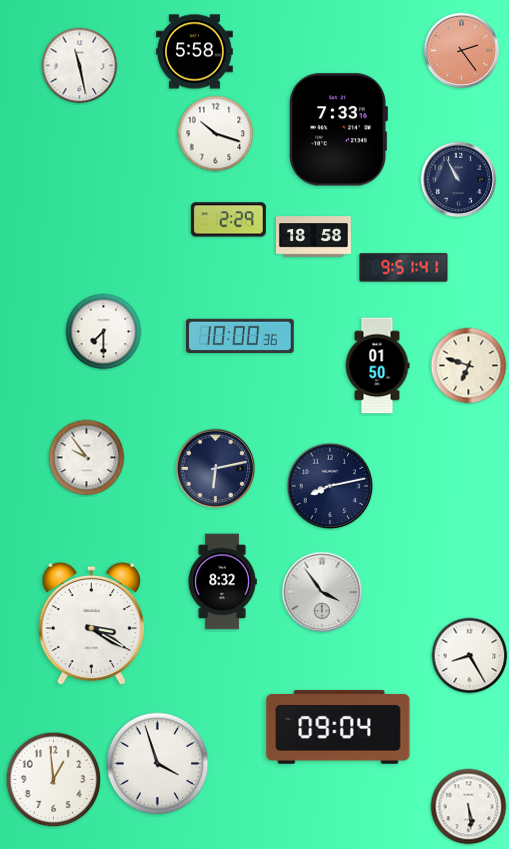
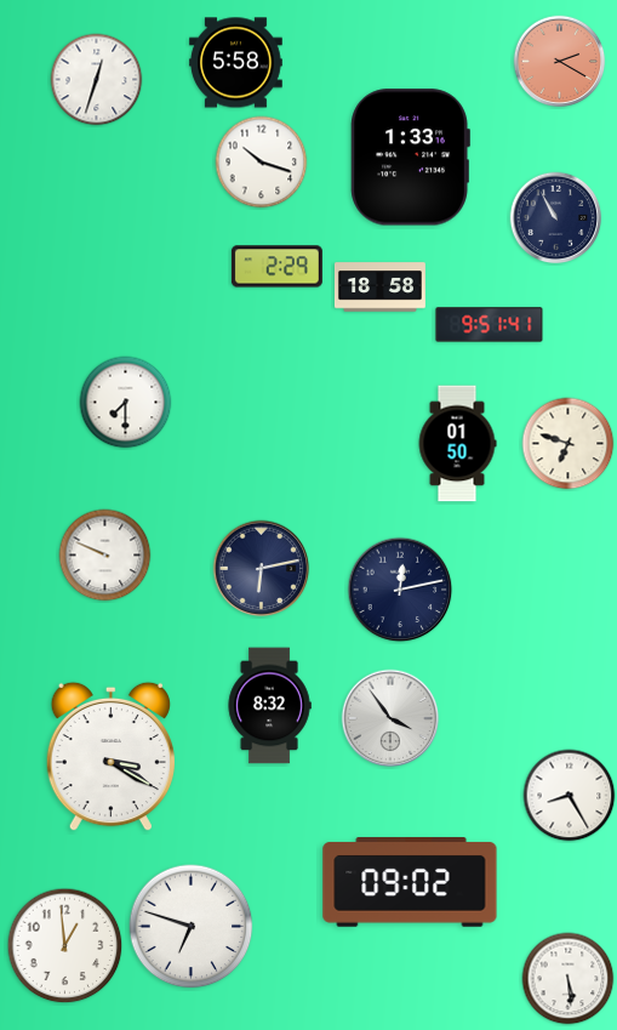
clock at (462, 51): 2:24 -> 2:20
clock at (80, 66): 11:28 -> 12:33
clock at (338, 130): 7:33 -> 1:33
clock at (240, 335): 10:00 -> none
clock at (87, 458): 9:54 -> 9:49
clock at (330, 486): 8:13 -> 12:13
clock at (338, 727): 09:04 -> 09:02
clock at (158, 764): 3:57 -> 6:48
